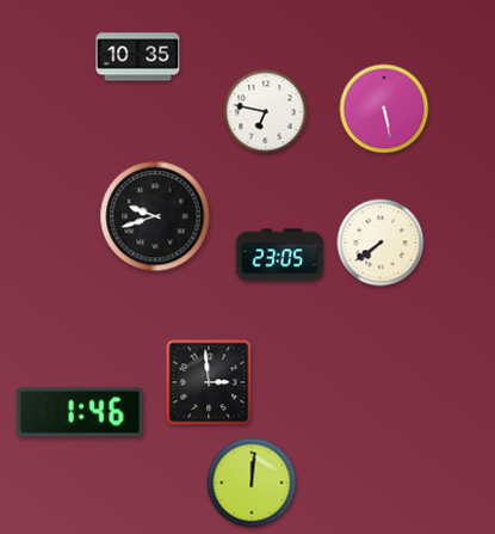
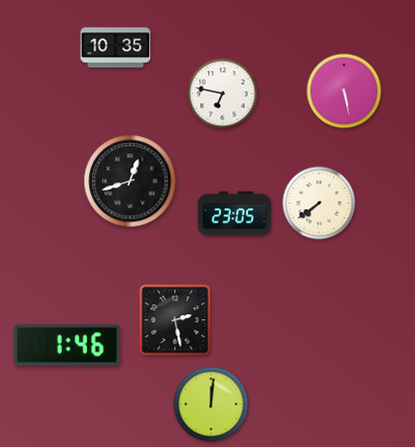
clock at (384, 109) position: (384, 109) -> (344, 91)
clock at (155, 216): 9:42 -> 12:42
clock at (209, 382): 2:59 -> 2:28
